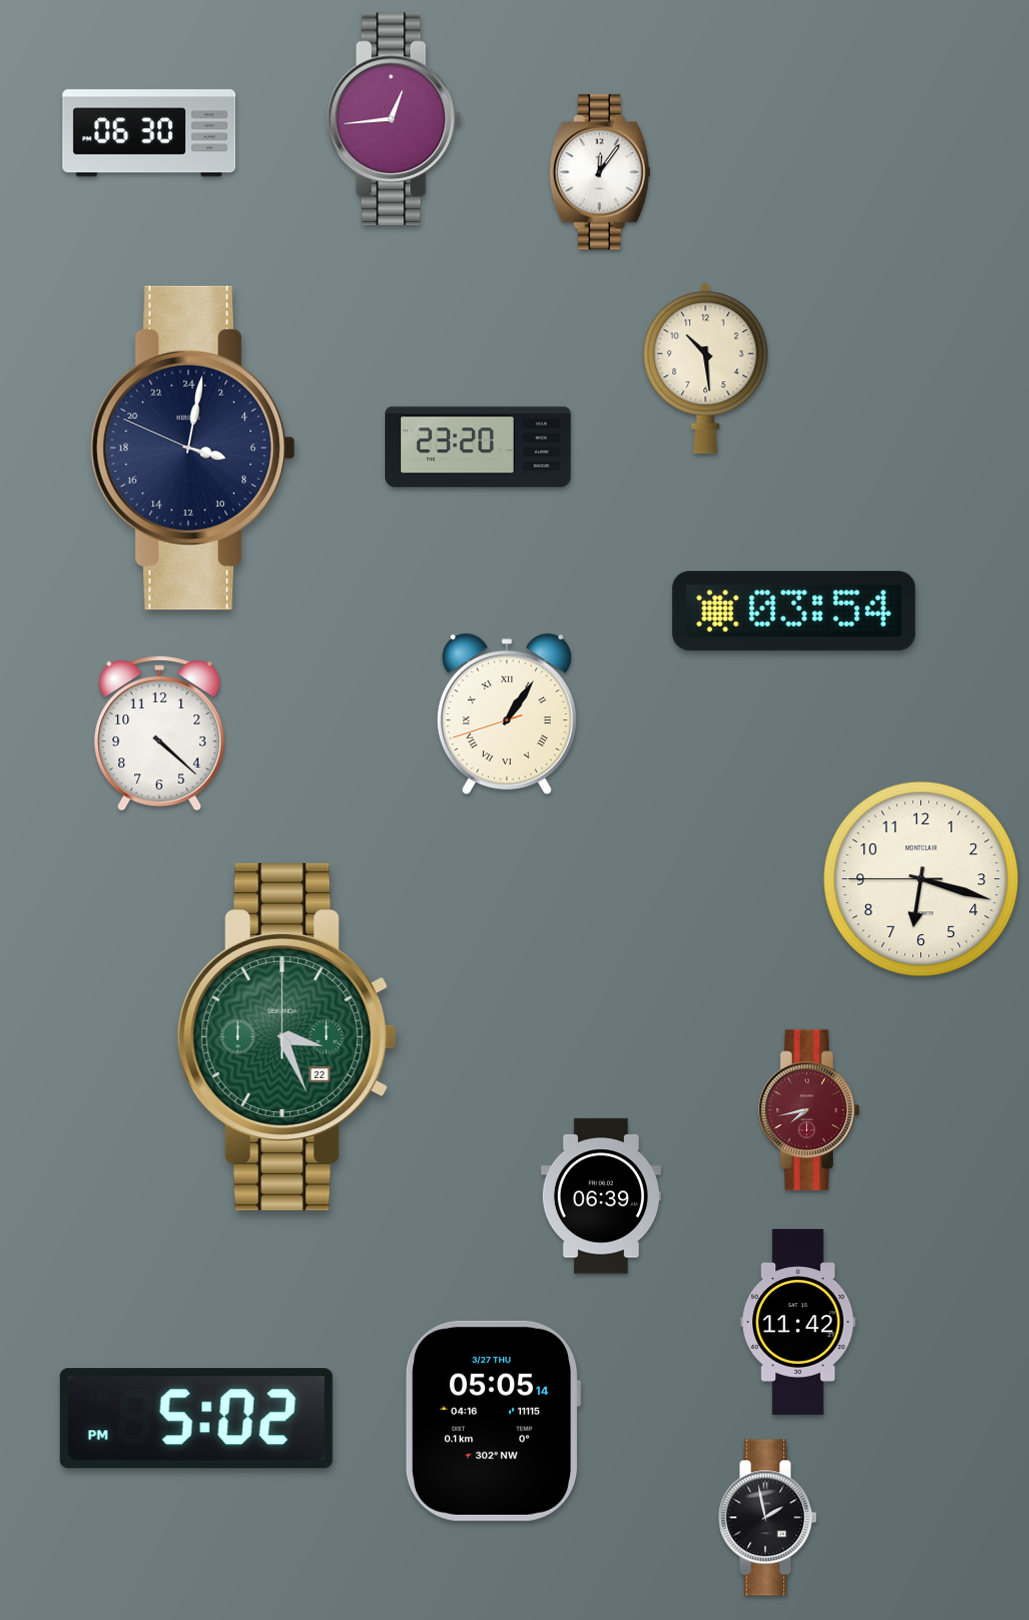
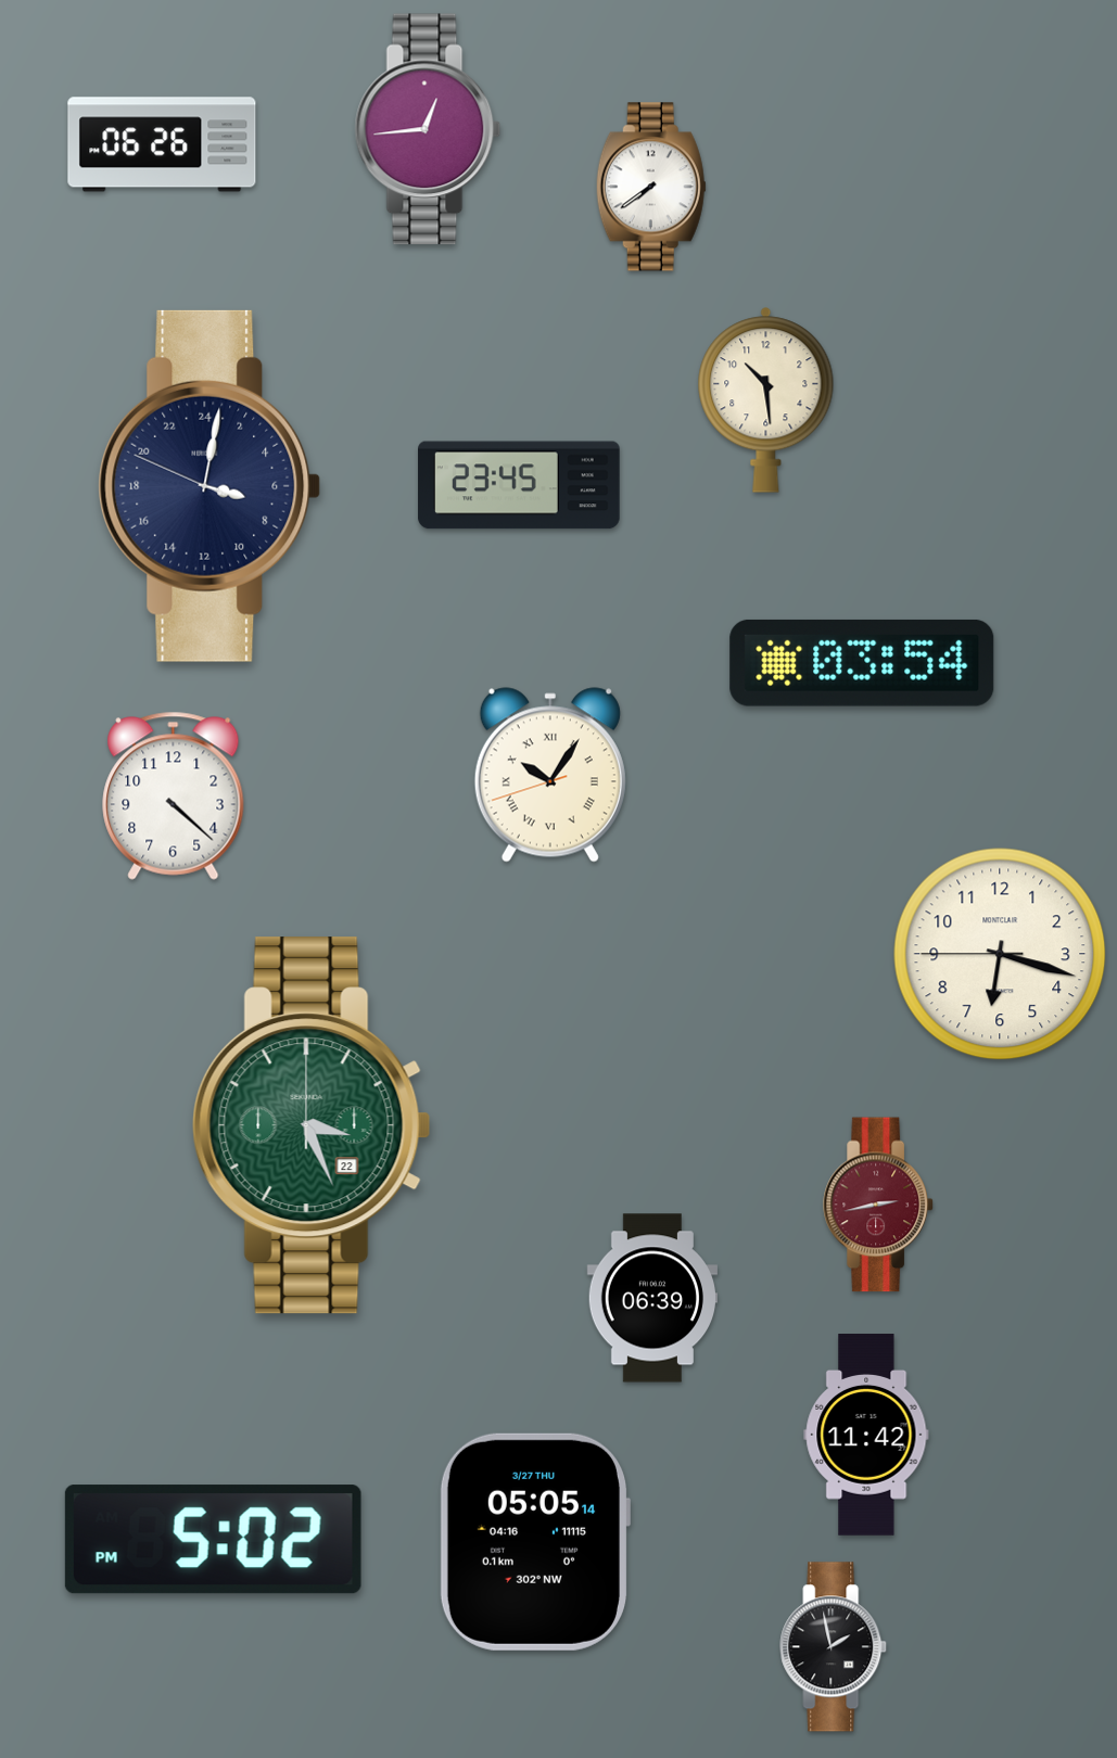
clock at (149, 133): 06:30 -> 06:26
clock at (600, 172): 12:06 -> 7:39
clock at (478, 447): 23:20 -> 23:45
clock at (507, 714): 1:05 -> 10:05
clock at (809, 1110): 7:43 -> 2:43
